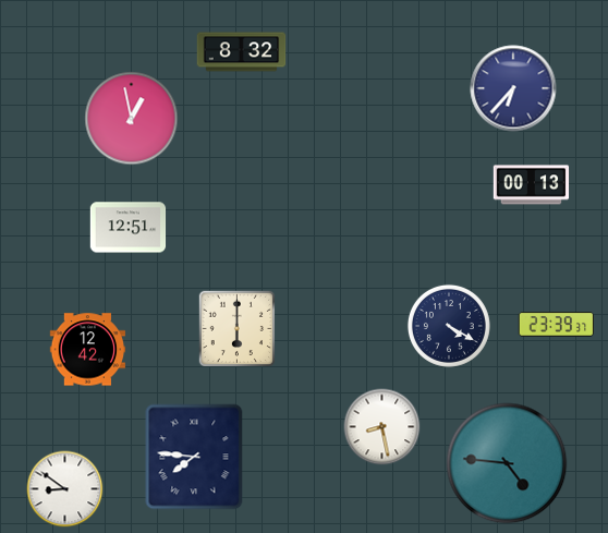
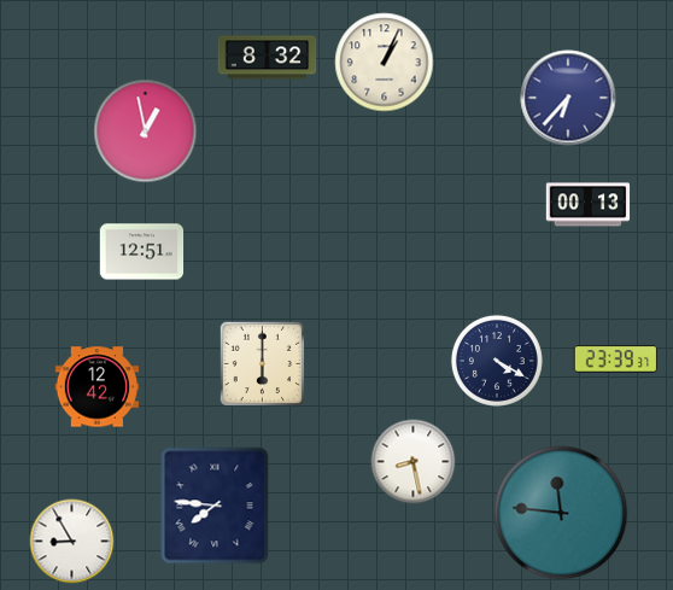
clock at (385, 63): none -> 1:04
clock at (382, 427) position: (382, 427) -> (414, 462)
clock at (507, 463): 4:46 -> 11:46
clock at (65, 489): 8:51 -> 8:55
